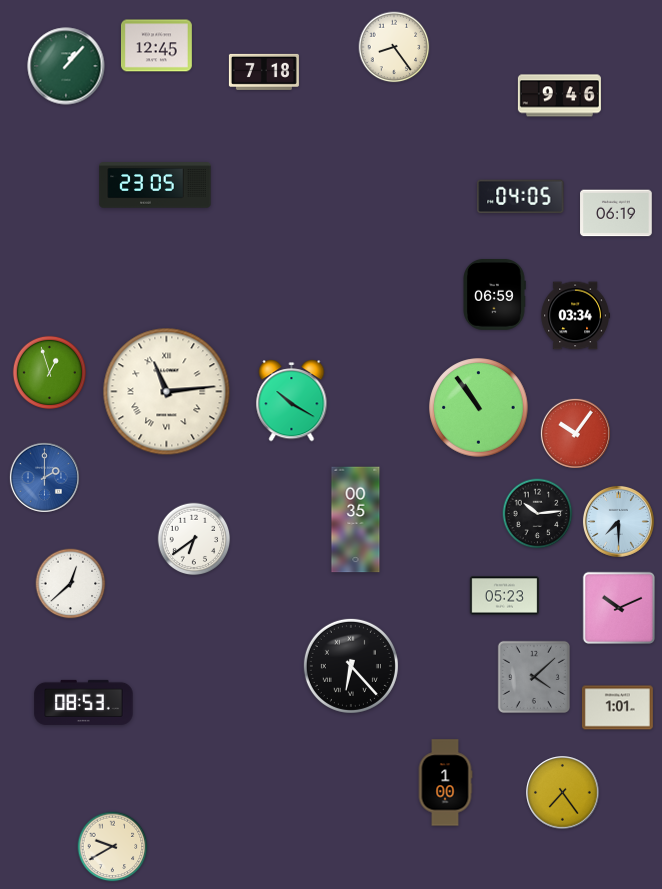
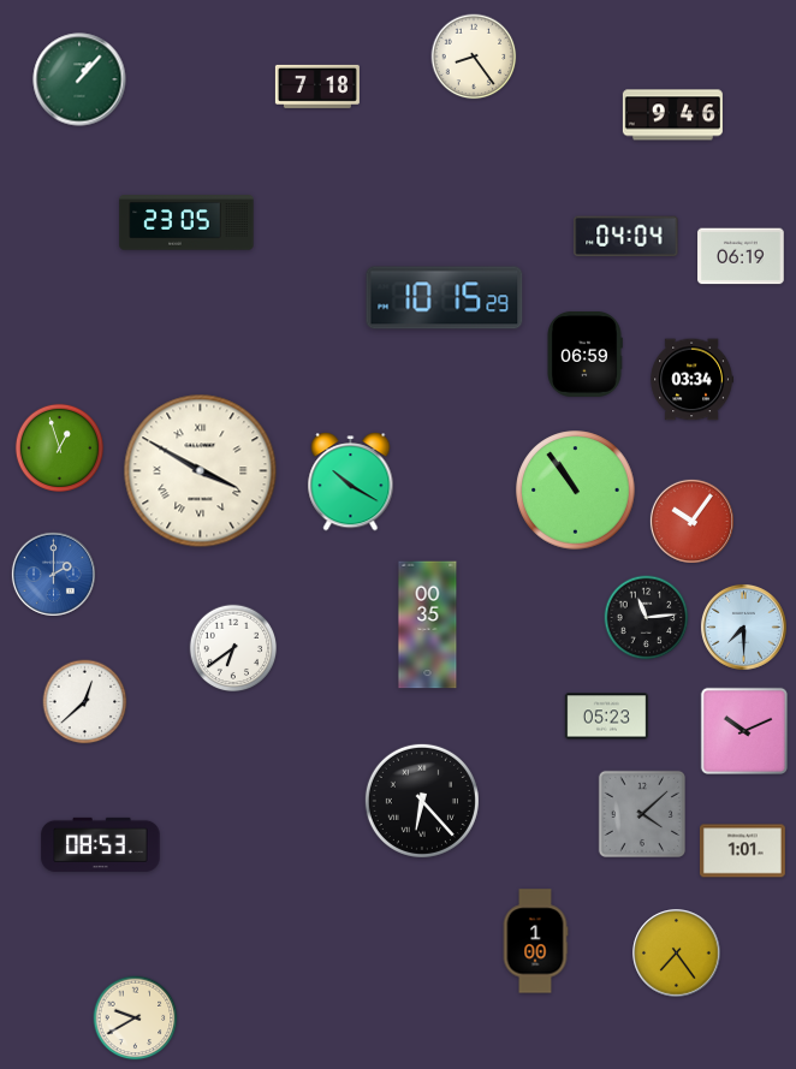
clock at (156, 46): 12:45 -> none
clock at (521, 197): 04:05 -> 04:04
clock at (445, 298): none -> 10:15
clock at (494, 294) position: (494, 294) -> (584, 354)
clock at (167, 392): 11:14 -> 3:50
clock at (538, 514): 10:14 -> 11:14
